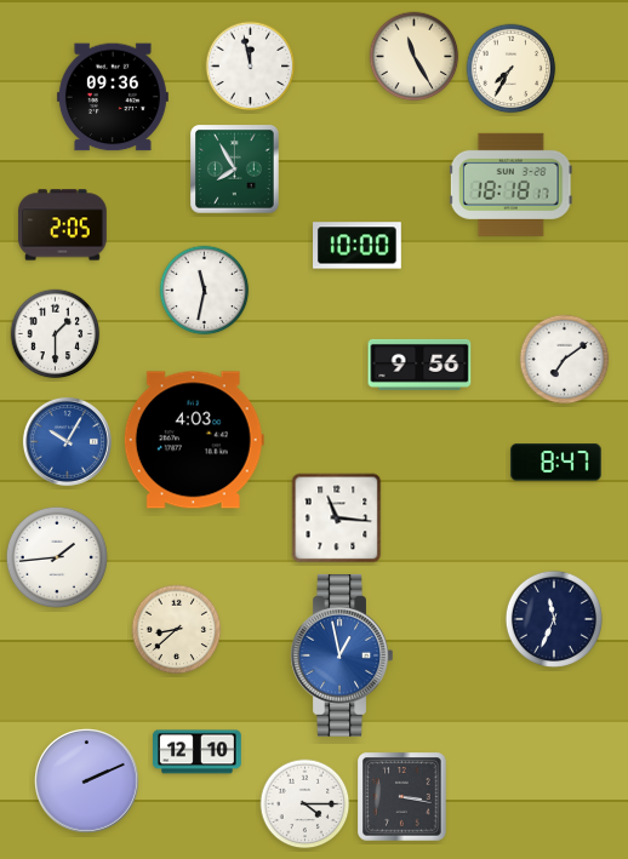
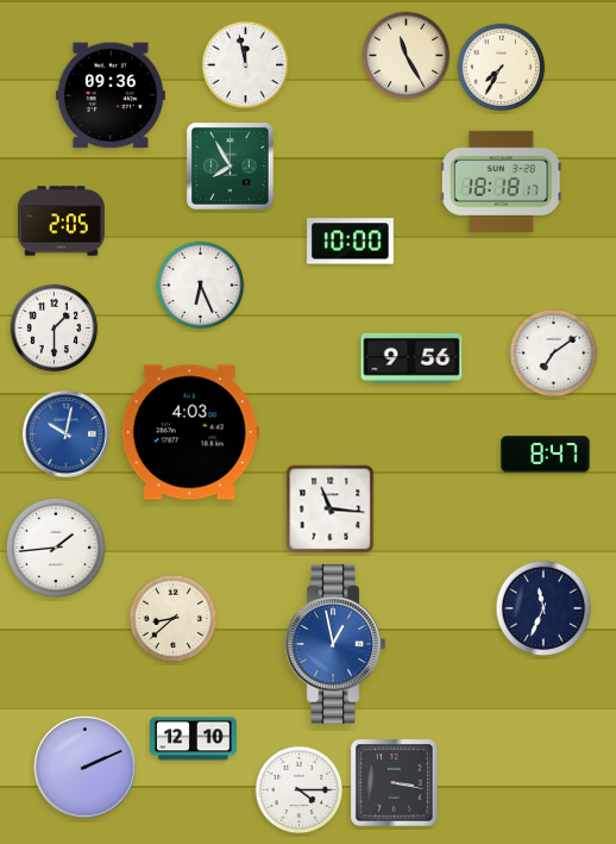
clock at (205, 291): 11:32 -> 6:26
clock at (67, 441): 10:05 -> 10:02
